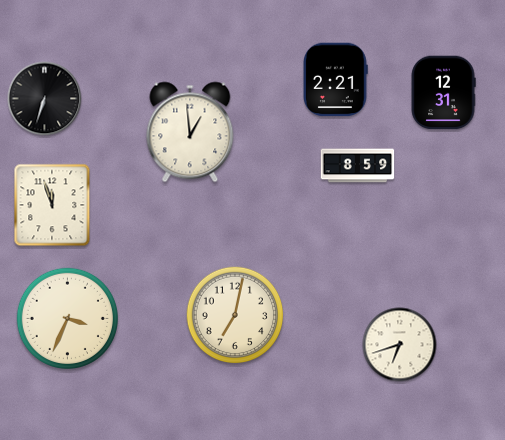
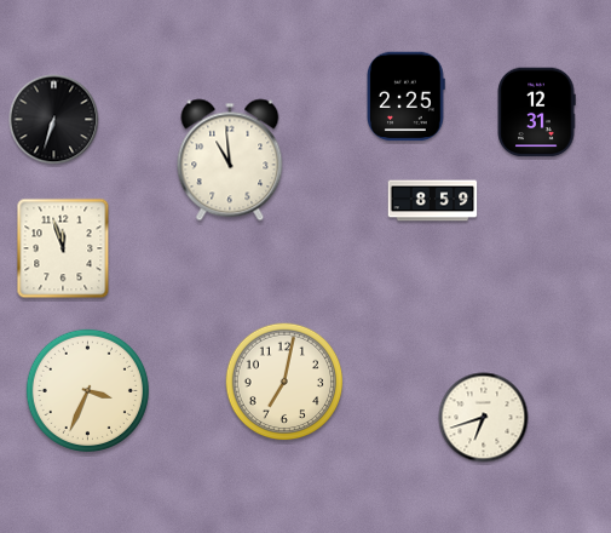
clock at (336, 80): 2:21 -> 2:25
clock at (190, 132): 12:59 -> 10:59
clock at (67, 318) position: (67, 318) -> (87, 390)
